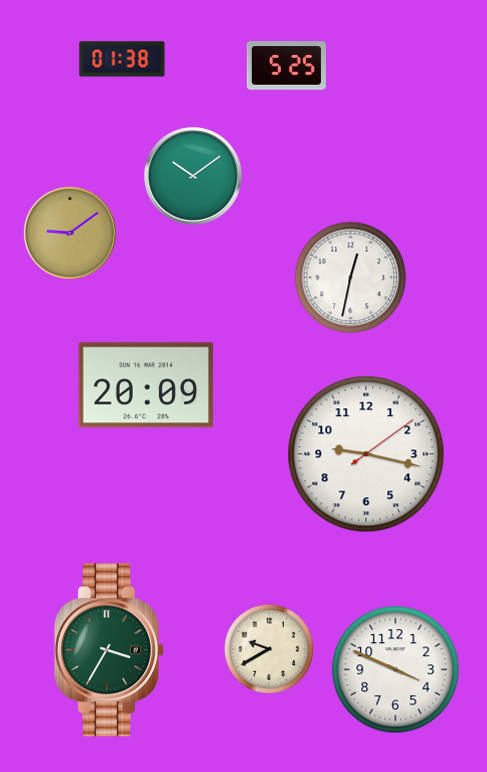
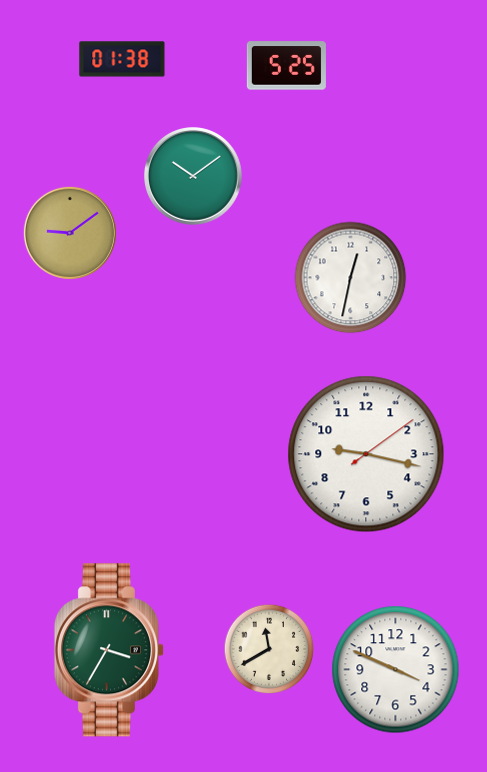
clock at (146, 385): 20:09 -> none
clock at (269, 649): 9:40 -> 11:40
